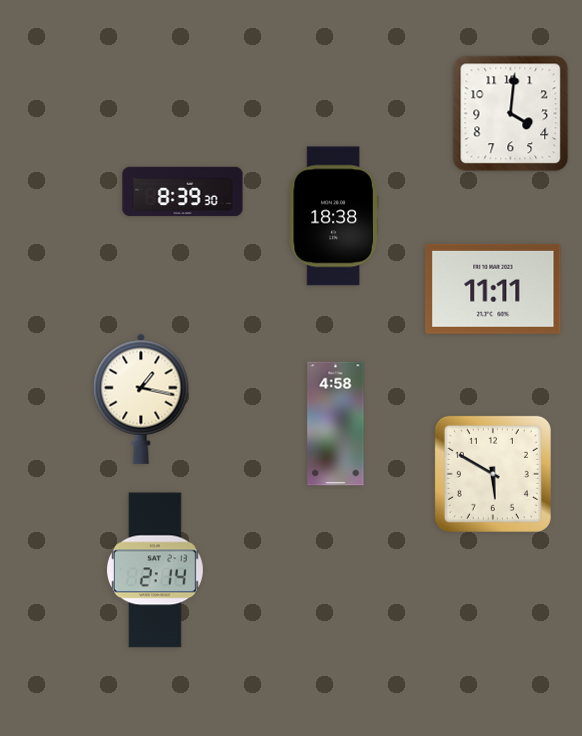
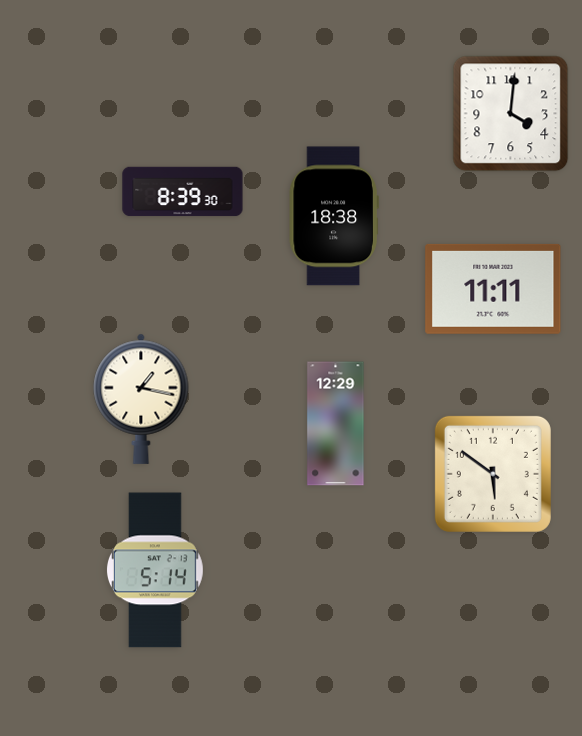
clock at (336, 424): 4:58 -> 12:29
clock at (493, 474): 5:50 -> 5:51
clock at (155, 570): 2:14 -> 5:14
